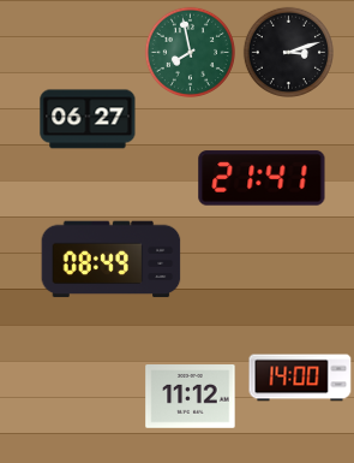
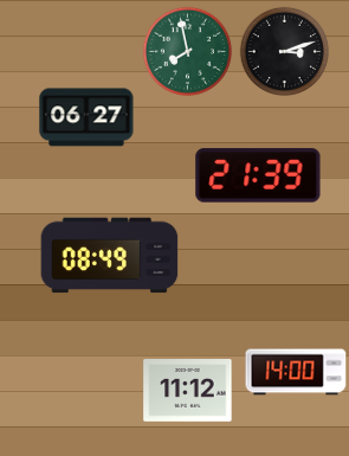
clock at (262, 178): 21:41 -> 21:39
